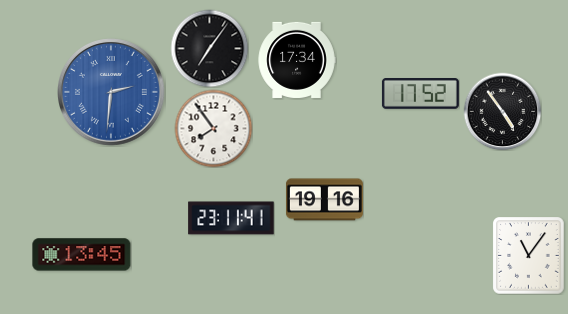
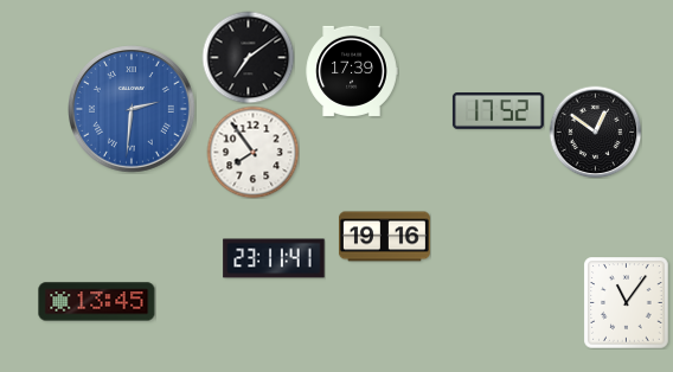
clock at (209, 48): 7:06 -> 7:09
clock at (297, 60): 17:34 -> 17:39
clock at (502, 111): 4:54 -> 12:51
